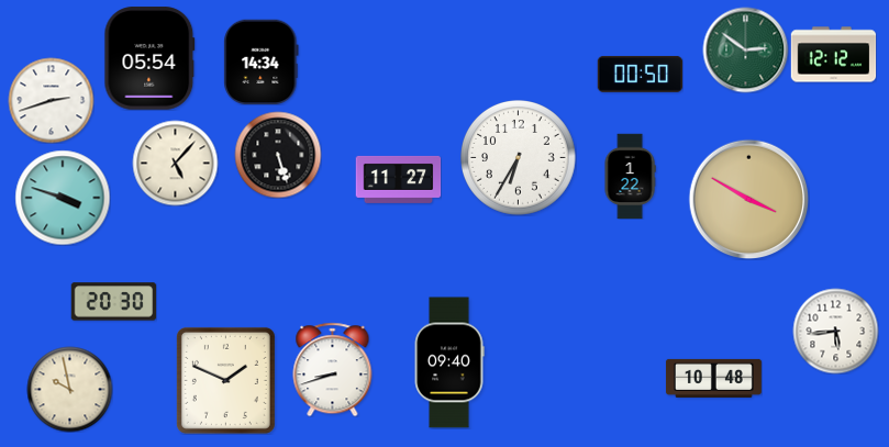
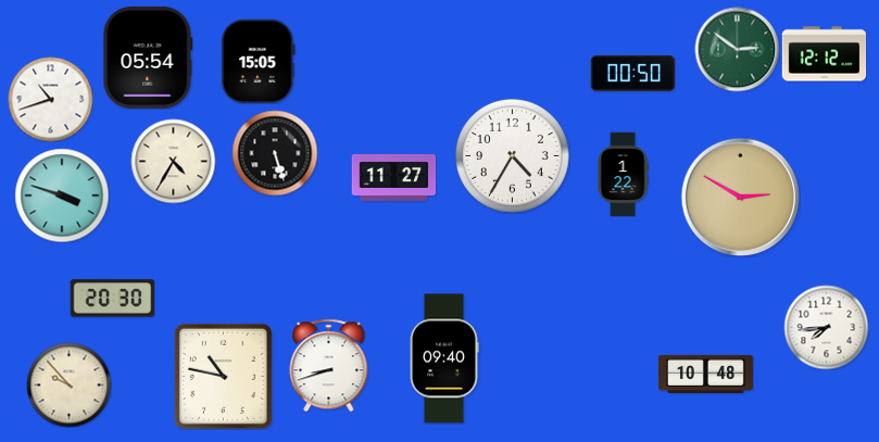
clock at (262, 62): 14:34 -> 15:05
clock at (51, 100): 2:42 -> 10:42
clock at (519, 158): 6:35 -> 4:35
clock at (175, 163): 5:07 -> 4:35
clock at (748, 199): 3:50 -> 2:50
clock at (835, 331): 5:44 -> 7:44
clock at (225, 380): 1:49 -> 10:47
clock at (69, 389): 9:58 -> 9:53
